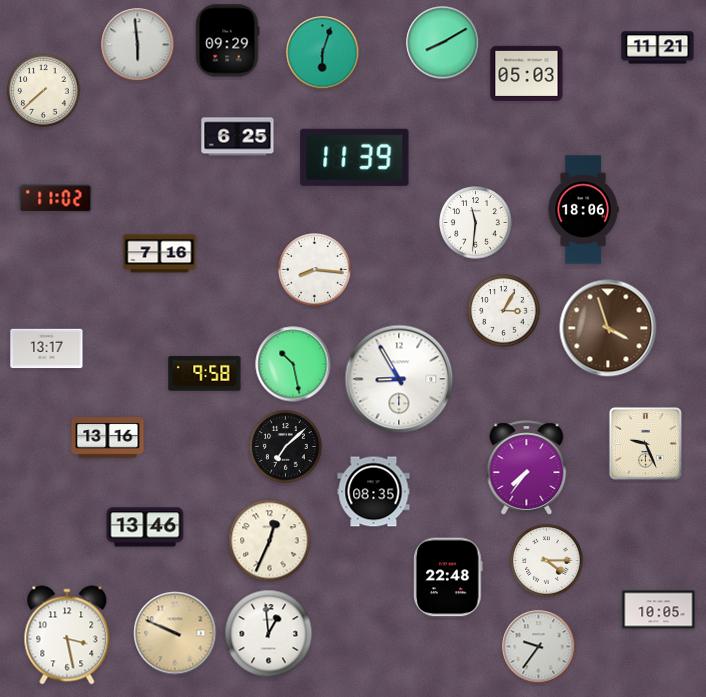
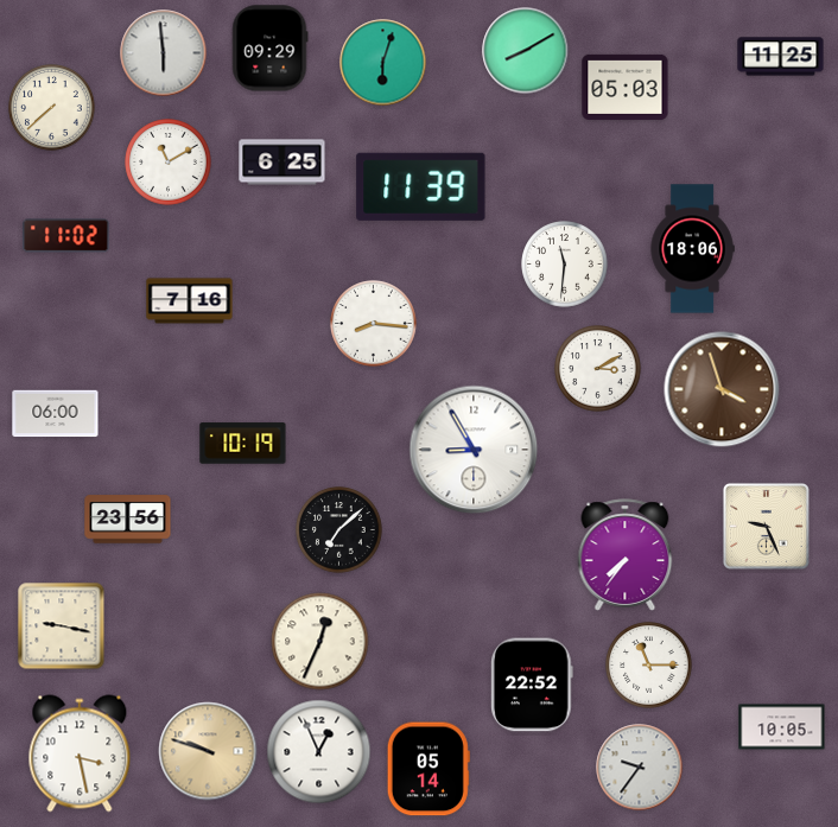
clock at (658, 48): 11:21 -> 11:25
clock at (169, 163): none -> 11:10
clock at (315, 270) position: (315, 270) -> (374, 324)
clock at (504, 311): 3:05 -> 3:10
clock at (47, 349): 13:17 -> 06:00
clock at (293, 364): 10:28 -> none
clock at (205, 374): 9:58 -> 10:19
clock at (108, 438): 13:16 -> 23:56
clock at (374, 492): 08:35 -> none
clock at (145, 527): 13:46 -> none
clock at (62, 626): none -> 9:17
clock at (547, 561): 4:15 -> 11:15
clock at (449, 577): 22:48 -> 22:52
clock at (659, 610) position: (659, 610) -> (782, 727)
clock at (175, 633): 9:49 -> 9:48
clock at (269, 634): 12:59 -> 12:56
clock at (428, 769): none -> 05:14
